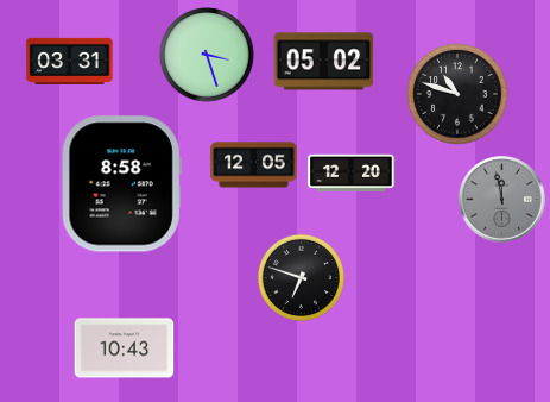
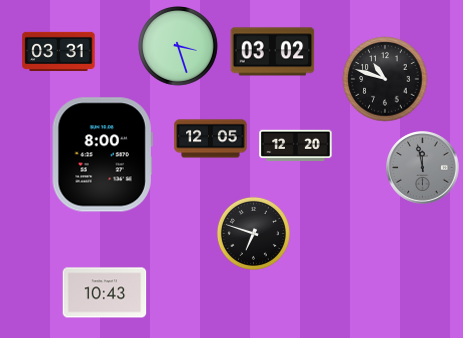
clock at (207, 55) position: (207, 55) -> (178, 46)
clock at (324, 62): 05:02 -> 03:02
clock at (254, 165) position: (254, 165) -> (211, 139)
clock at (121, 184): 8:58 -> 8:00
